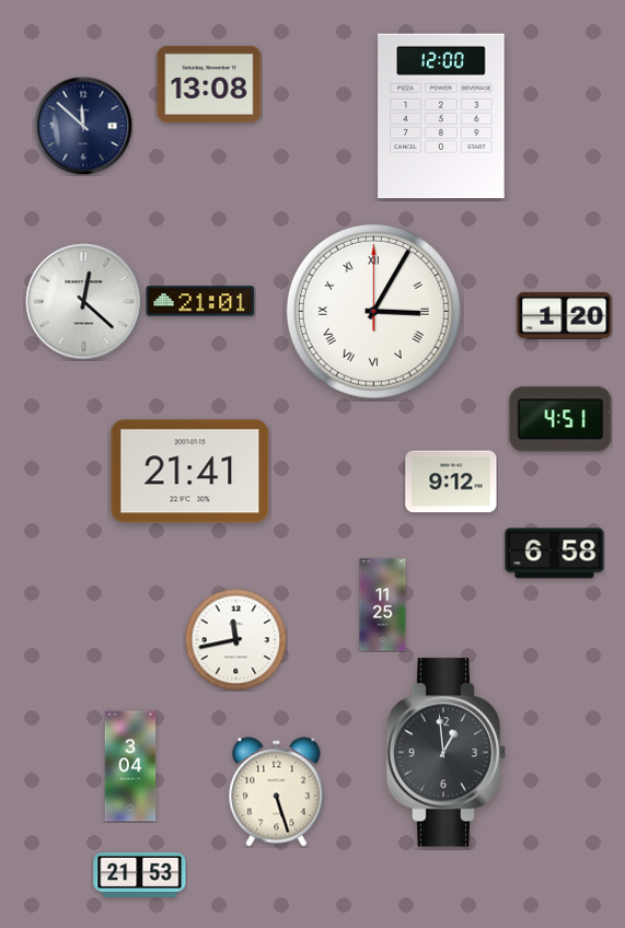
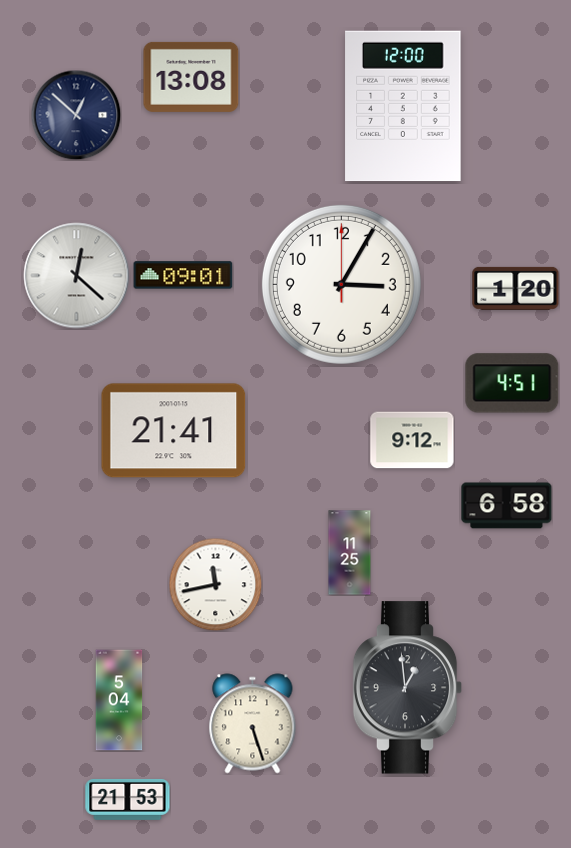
clock at (83, 126): 11:52 -> 12:52
clock at (200, 301): 21:01 -> 09:01
clock at (373, 311) numerals: Roman -> Arabic
clock at (130, 766): 3:04 -> 5:04
